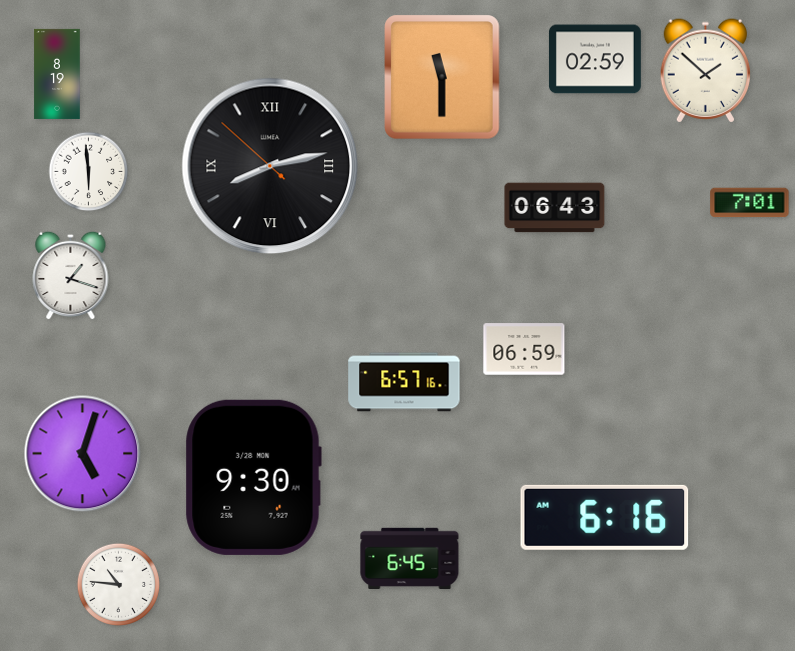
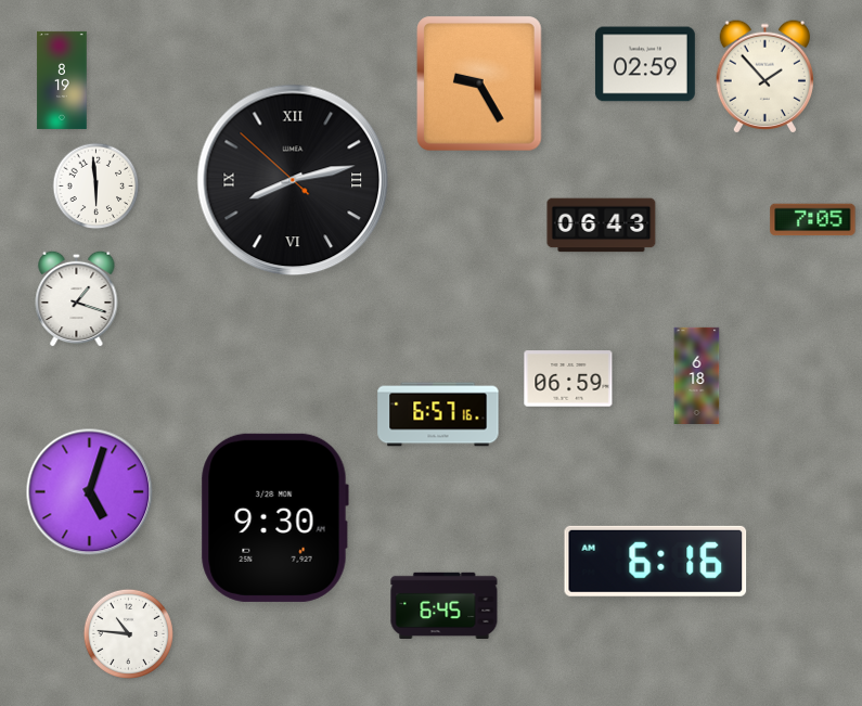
clock at (705, 71): 1:52 -> 1:53
clock at (442, 77): 11:30 -> 9:25
clock at (750, 203): 7:01 -> 7:05
clock at (697, 375): none -> 6:18
